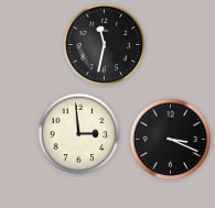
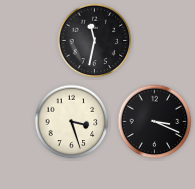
clock at (79, 134): 2:59 -> 3:27
clock at (171, 140) position: (171, 140) -> (155, 122)
